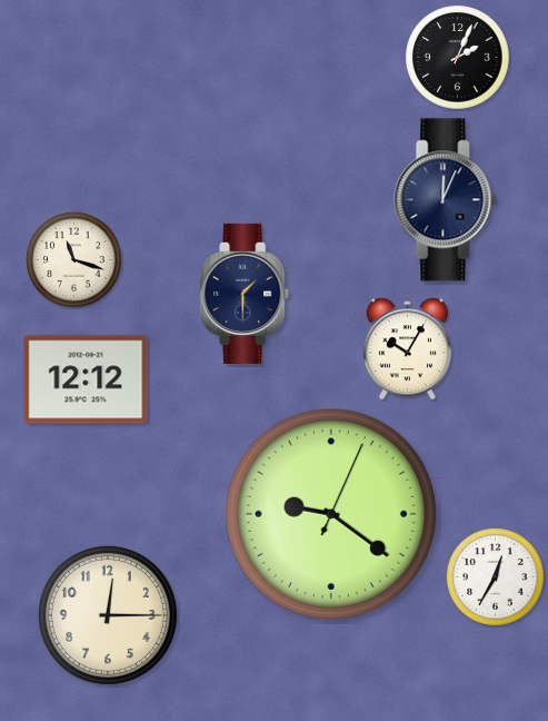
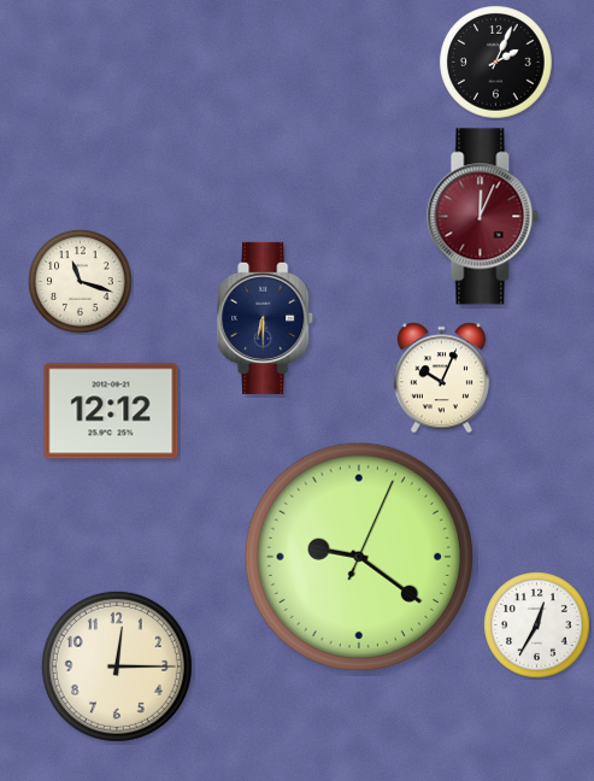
clock at (446, 200) dial: navy -> burgundy
clock at (246, 294): 1:30 -> 6:30
clock at (407, 349): 10:05 -> 10:04
clock at (86, 379) position: (86, 379) -> (111, 411)
